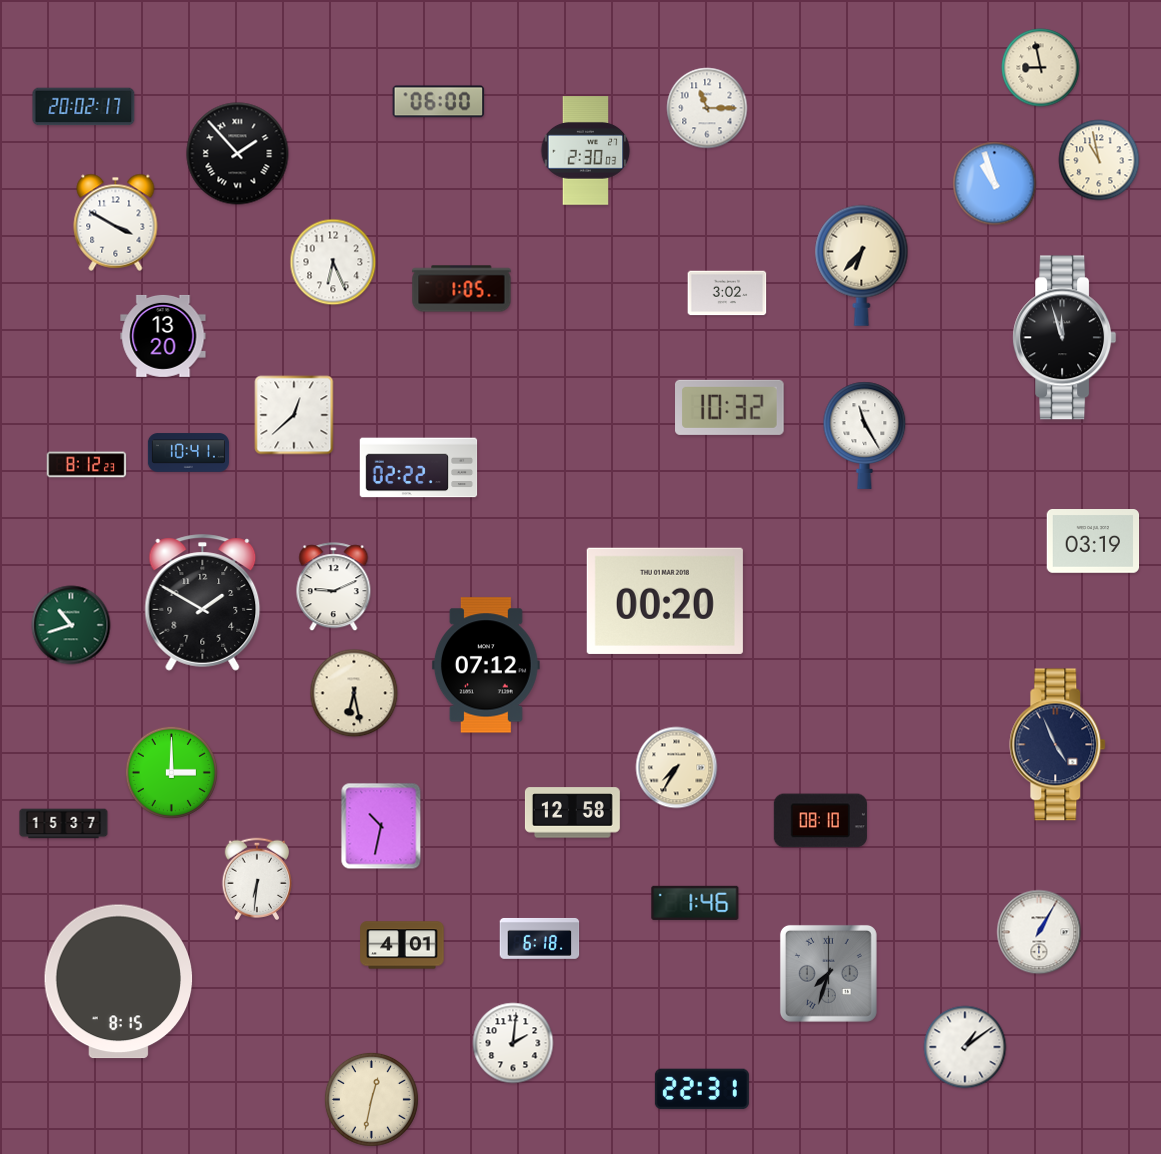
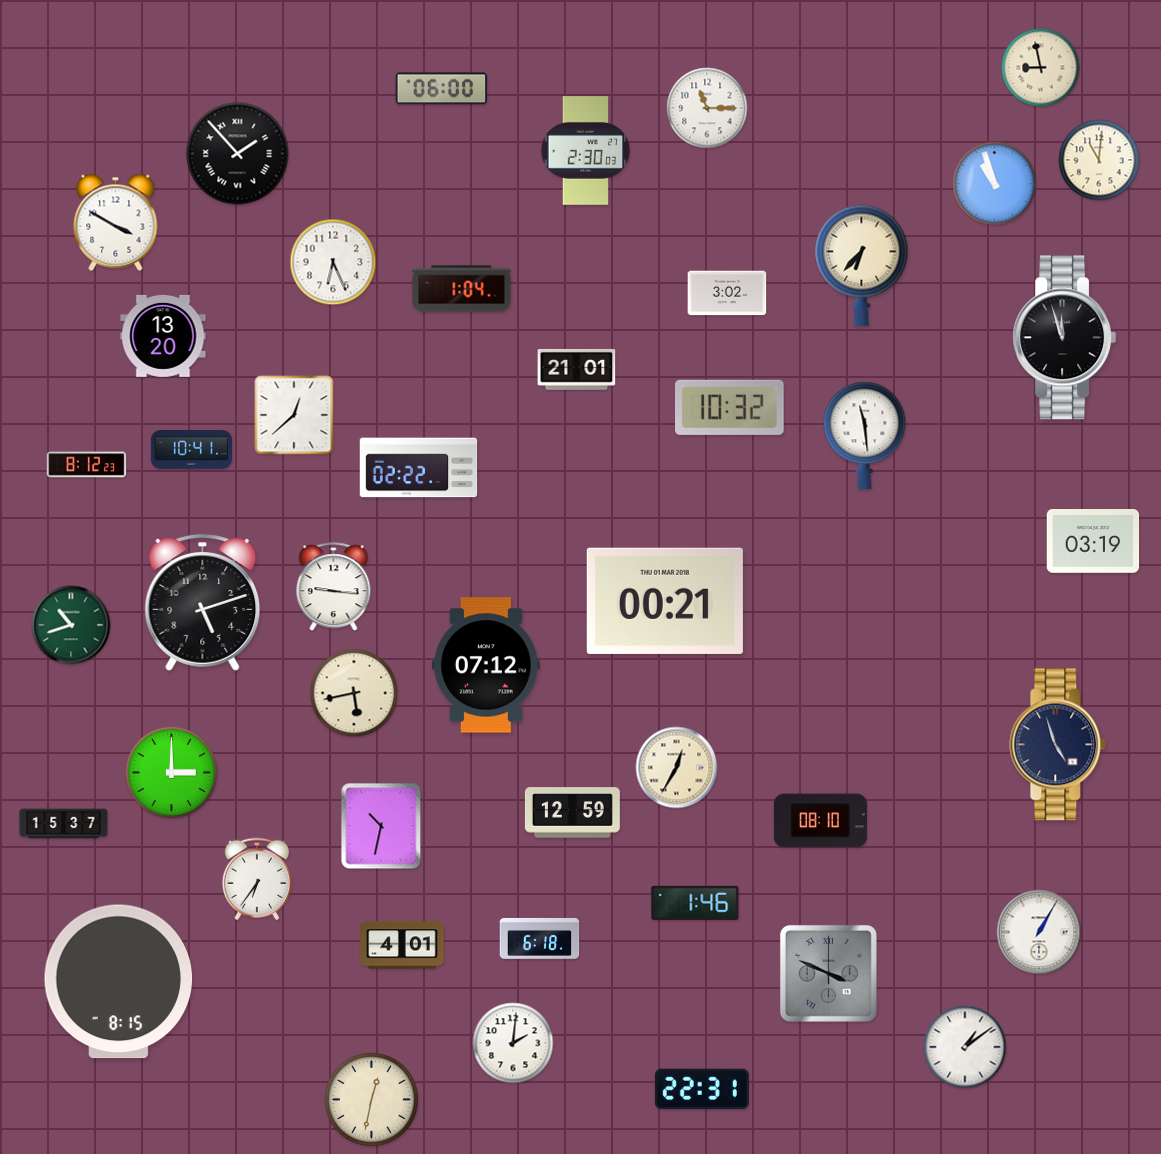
clock at (439, 102) position: (439, 102) -> (442, 89)
clock at (84, 107): 20:02 -> none
clock at (1099, 160): 10:58 -> 11:01
clock at (462, 289): 1:05 -> 1:04
clock at (577, 369): none -> 21:01
clock at (865, 435): 11:25 -> 11:29
clock at (188, 453) position: (188, 453) -> (191, 450)
clock at (334, 587): 9:11 -> 9:16
clock at (665, 601): 00:20 -> 00:21
clock at (203, 603): 1:50 -> 5:12
clock at (354, 693): 6:28 -> 5:43
clock at (1058, 745): 4:56 -> 4:57
clock at (677, 768): 7:35 -> 12:35
clock at (572, 813): 12:58 -> 12:59
clock at (257, 878): 6:31 -> 6:36
clock at (828, 973): 7:33 -> 3:49
